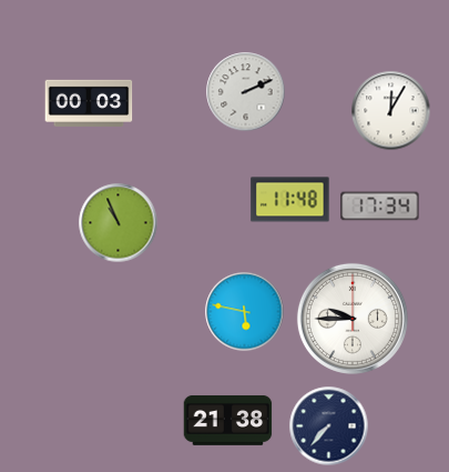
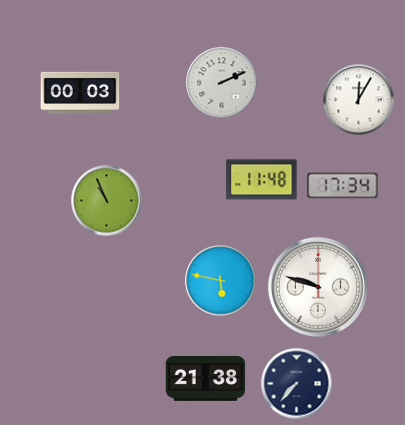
clock at (391, 111) position: (391, 111) -> (359, 100)
clock at (353, 319): 9:45 -> 9:48
